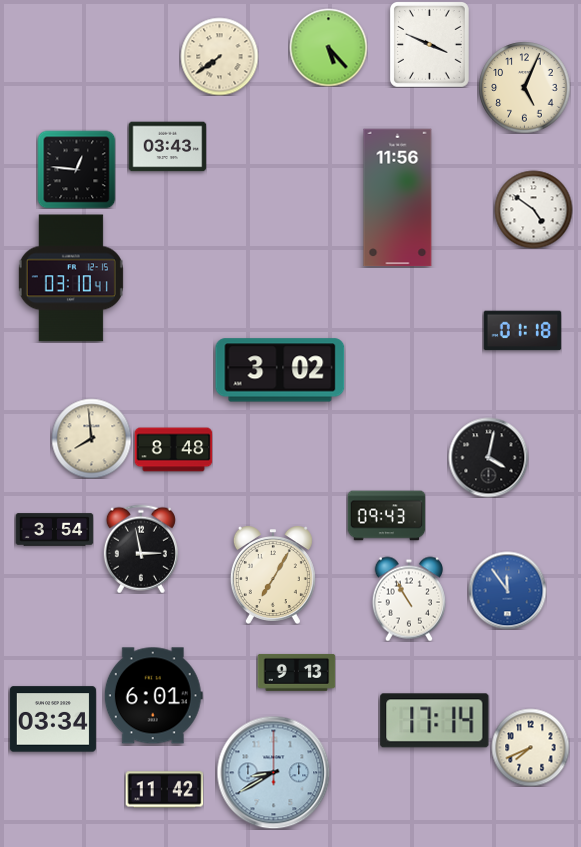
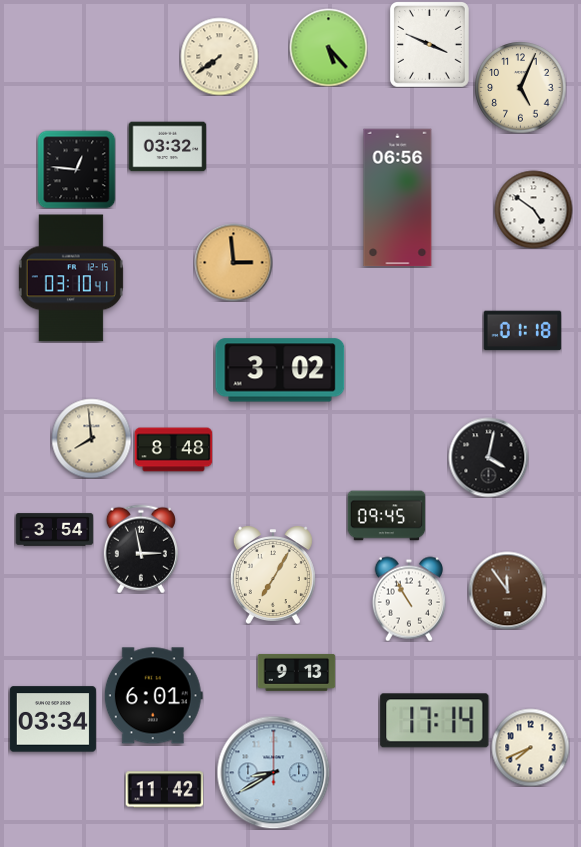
clock at (524, 87) position: (524, 87) -> (520, 87)
clock at (167, 147): 03:43 -> 03:32
clock at (398, 198): 11:56 -> 06:56
clock at (233, 262): none -> 2:59
clock at (386, 516): 09:43 -> 09:45
clock at (507, 590) dial: blue -> brown
